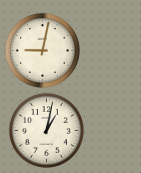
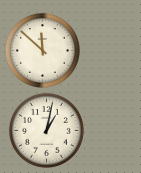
clock at (42, 50): 9:02 -> 11:52
